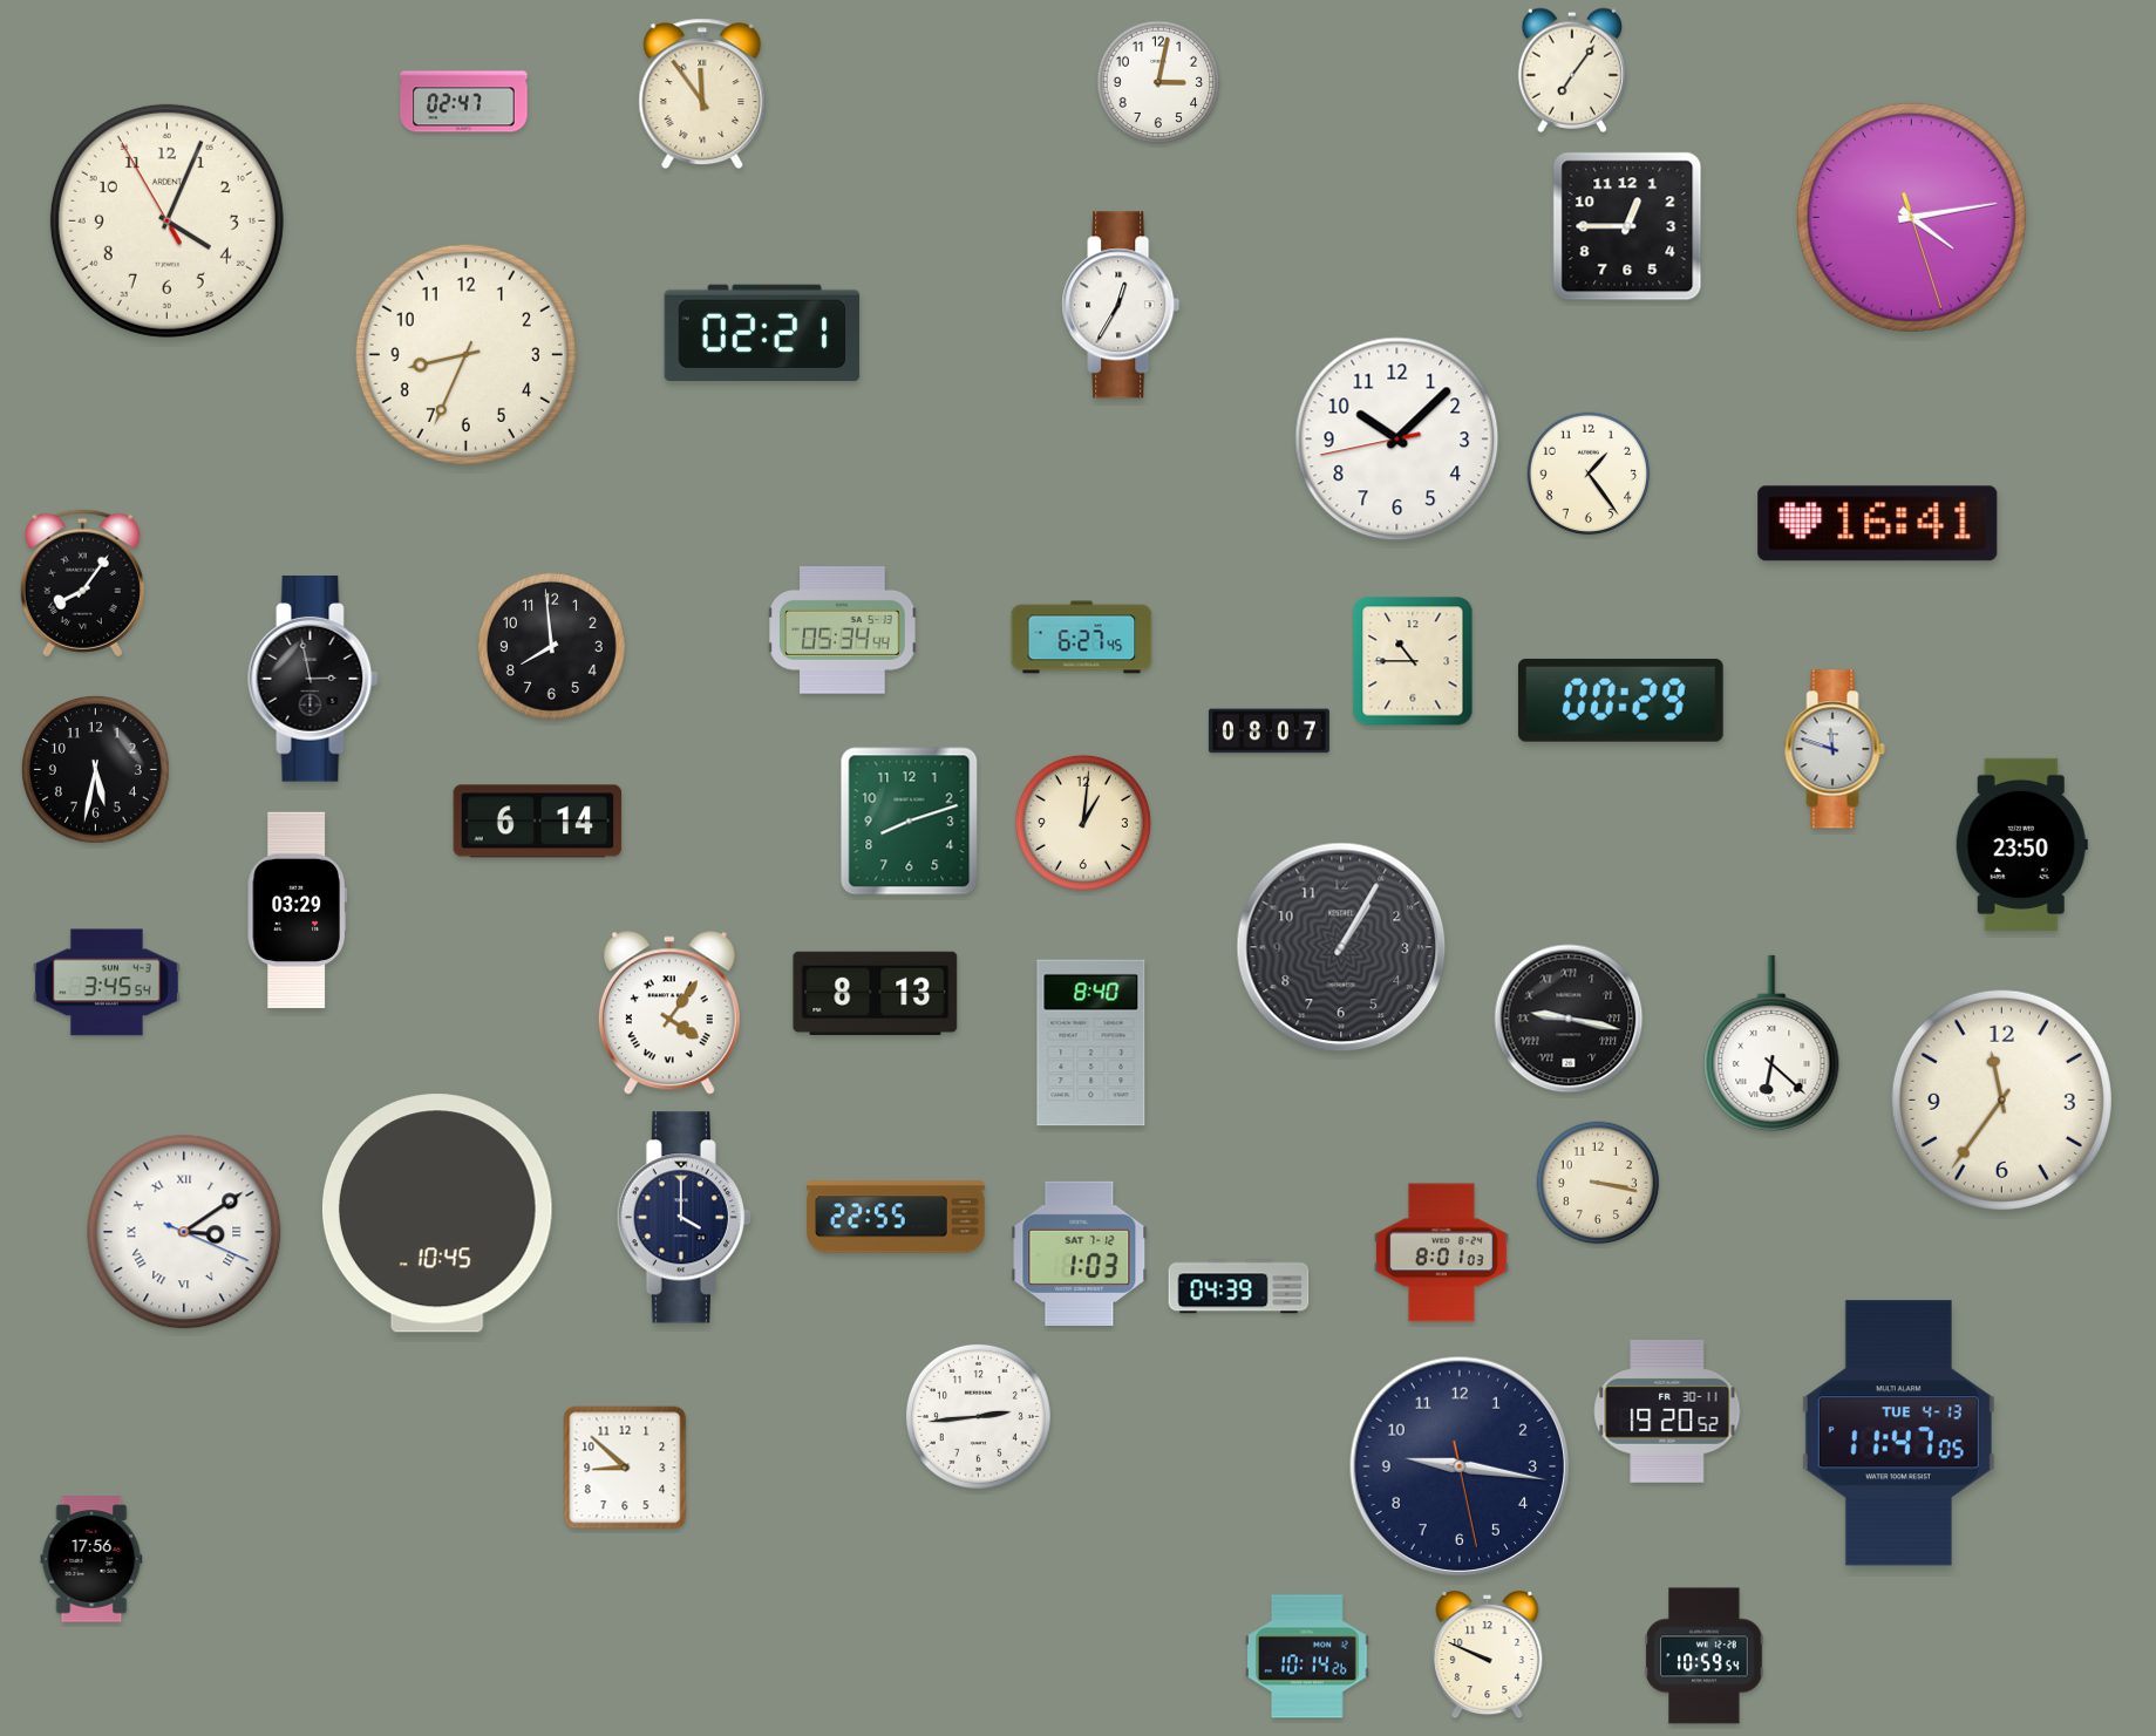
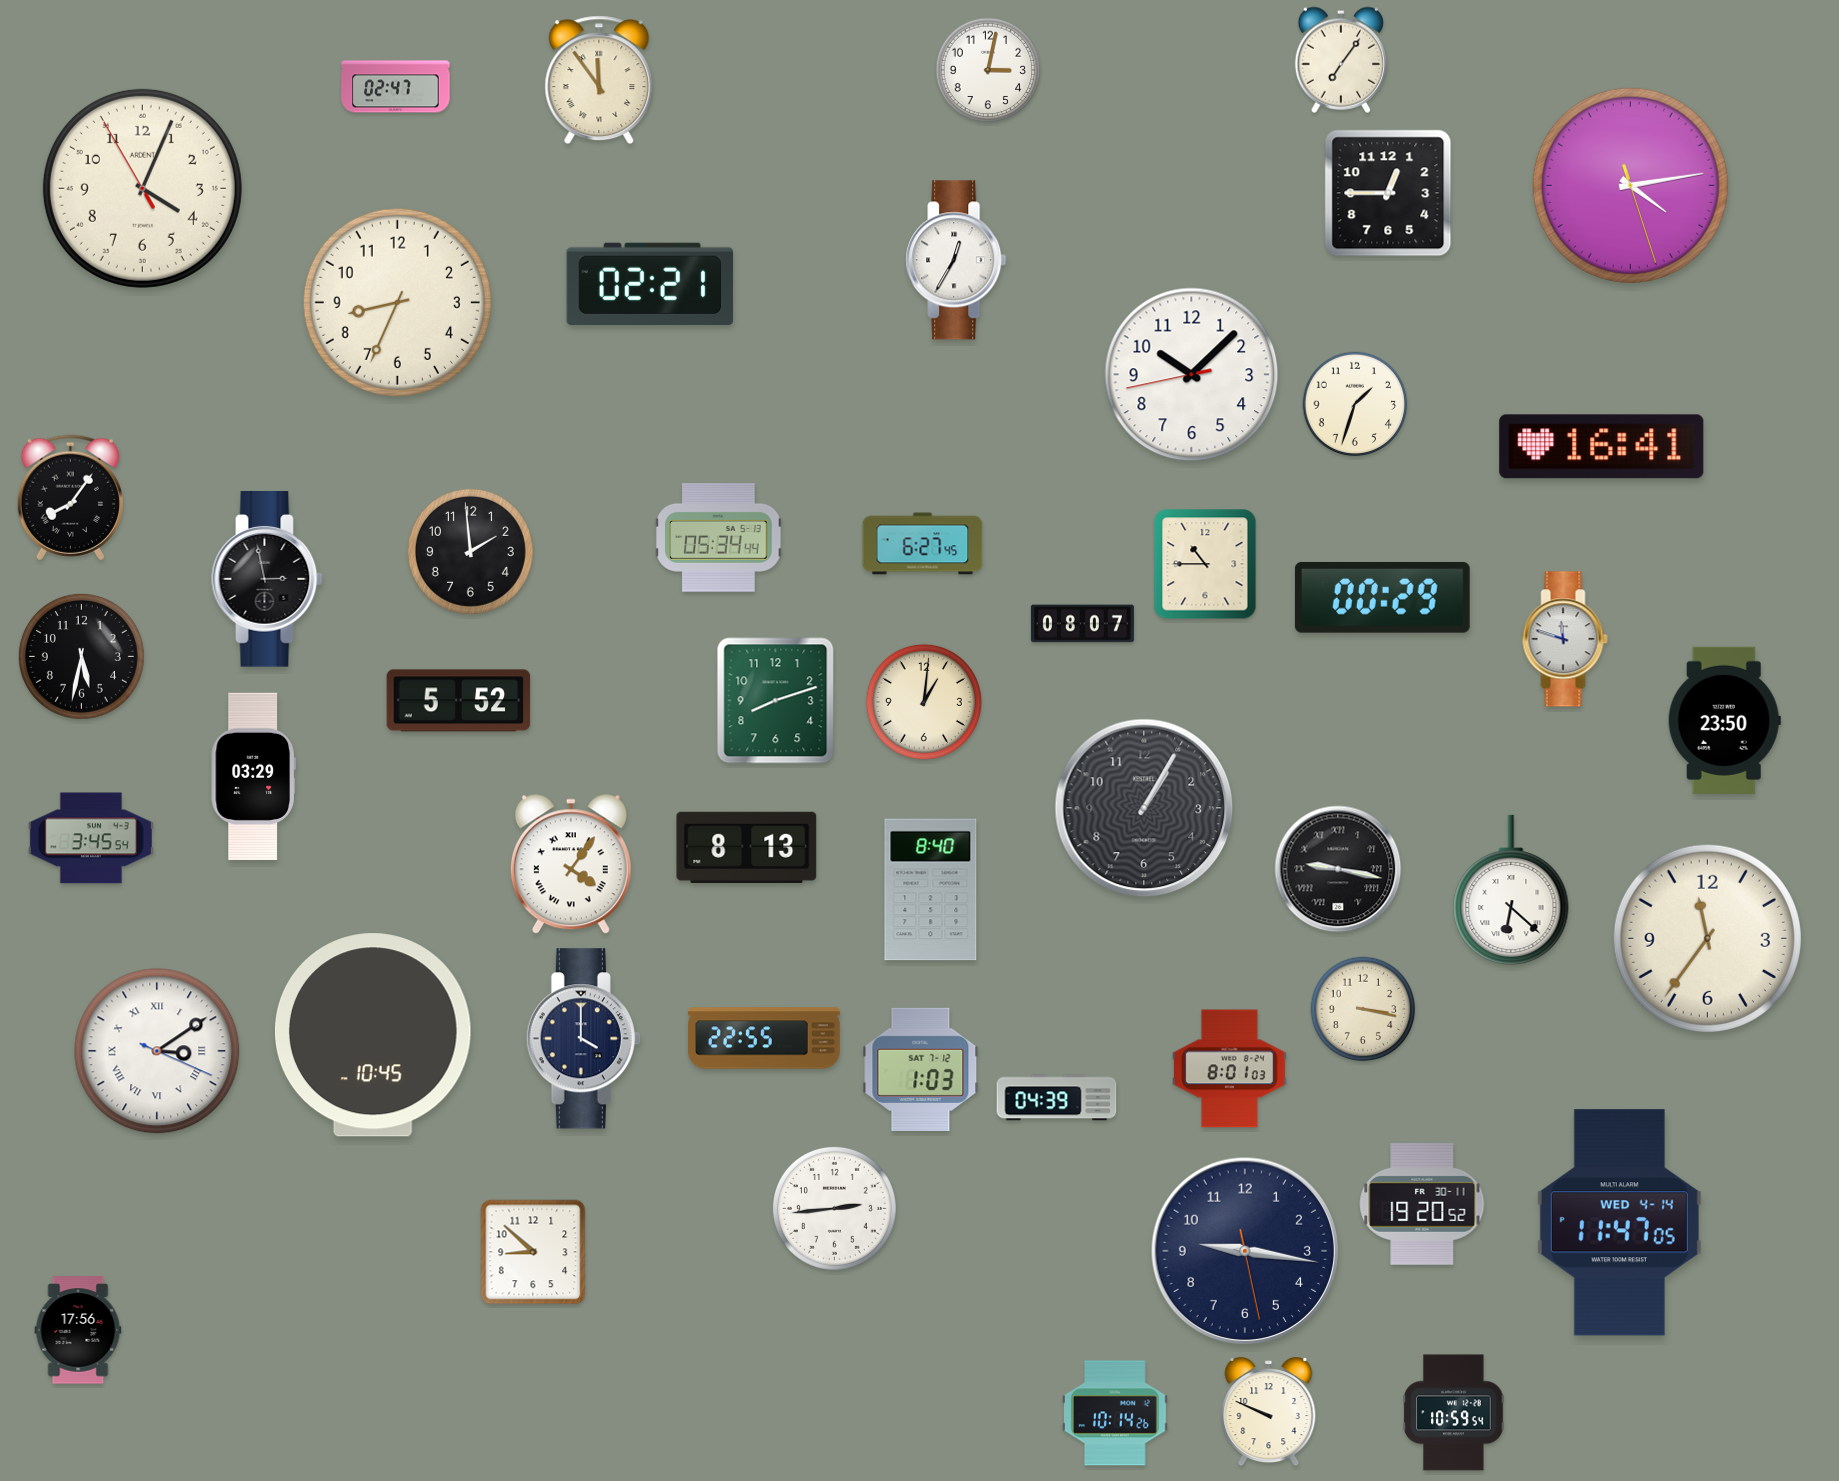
clock at (1589, 474): 1:24 -> 1:33
clock at (551, 646): 7:59 -> 1:59
clock at (538, 822): 6:14 -> 5:52
clock at (1898, 1434) date: TUE 4-13 -> WED 4-14
